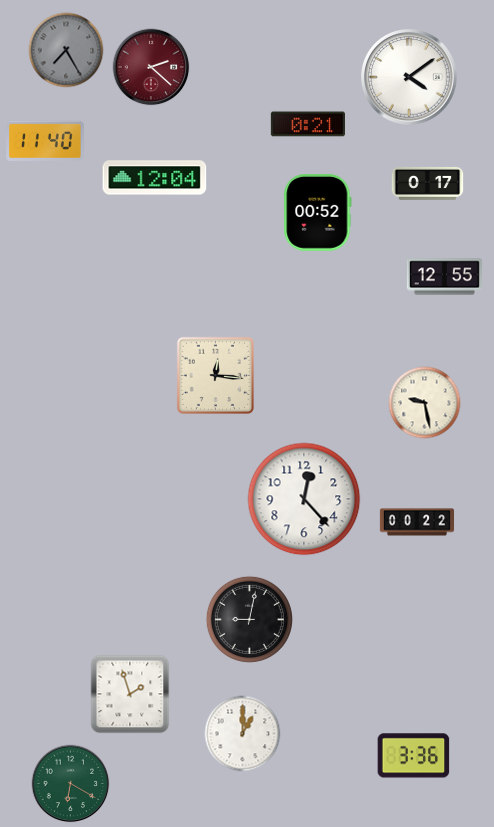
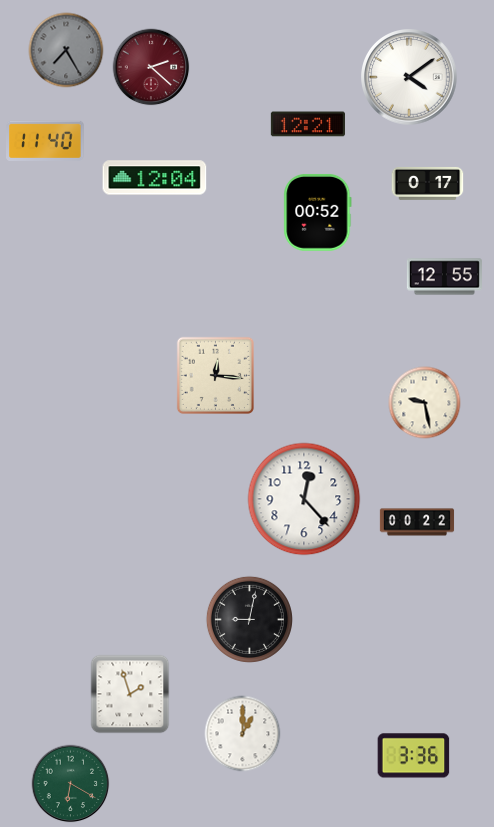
clock at (307, 124): 0:21 -> 12:21
